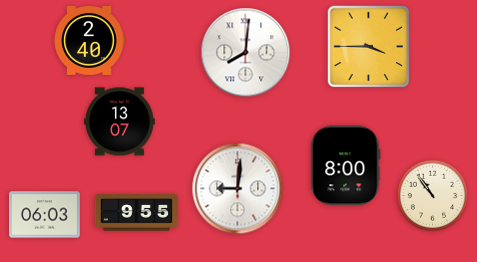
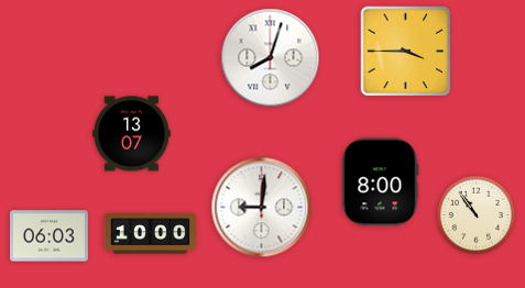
clock at (89, 41): 2:40 -> none
clock at (246, 53): 8:01 -> 8:03
clock at (137, 213): 9:55 -> 10:00
